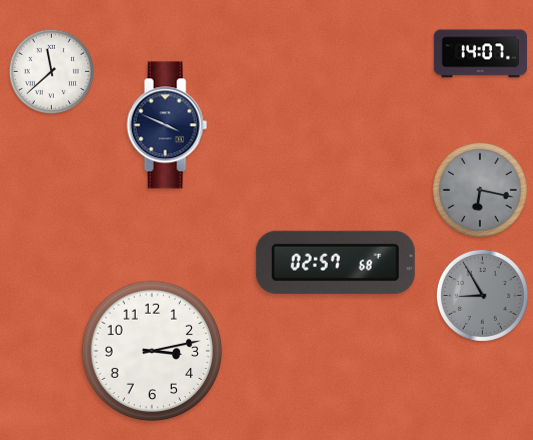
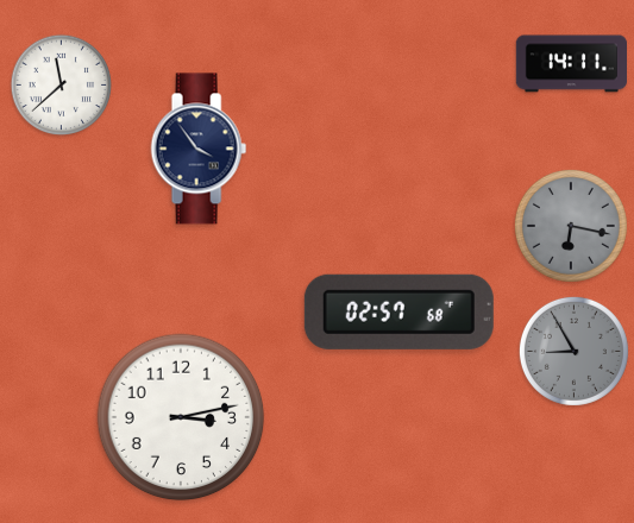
clock at (480, 54): 14:07 -> 14:11
clock at (167, 125): 3:49 -> 3:54
